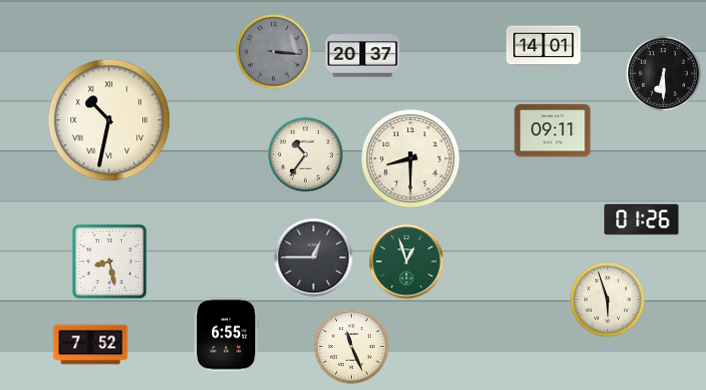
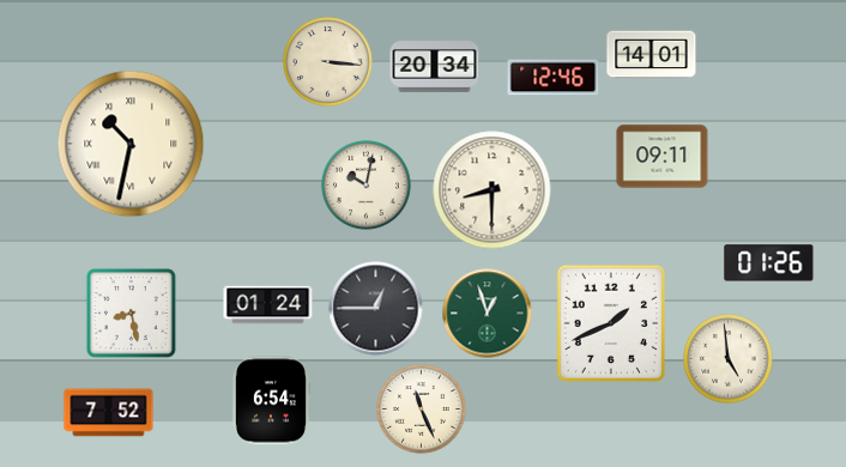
clock at (274, 52) dial: grey -> cream
clock at (363, 56): 20:37 -> 20:34
clock at (554, 78): none -> 12:46
clock at (664, 74): 6:30 -> none
clock at (306, 155): 10:36 -> 10:02
clock at (268, 305): none -> 01:24
clock at (610, 323): none -> 1:41
clock at (608, 300): 5:57 -> 4:59
clock at (226, 335): 6:55 -> 6:54
clock at (352, 347) position: (352, 347) -> (422, 410)
